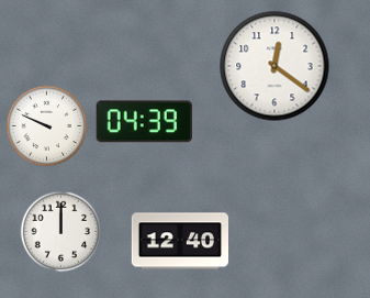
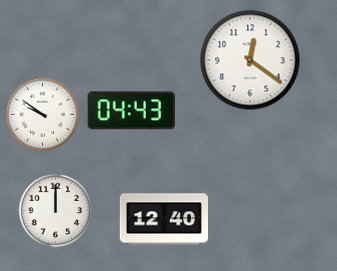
clock at (144, 122): 04:39 -> 04:43
clock at (47, 126): 9:49 -> 9:51
